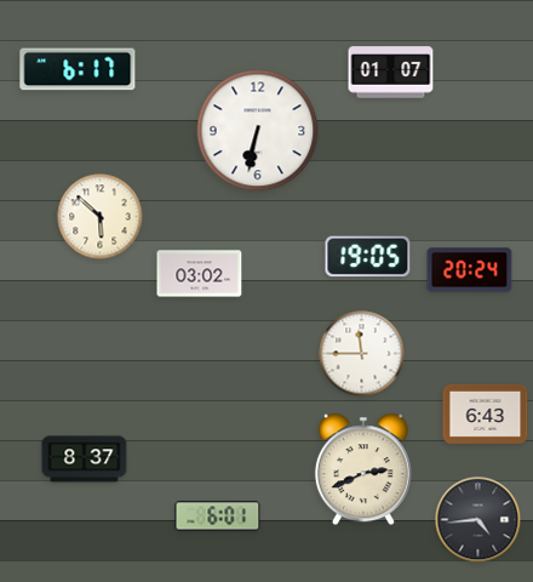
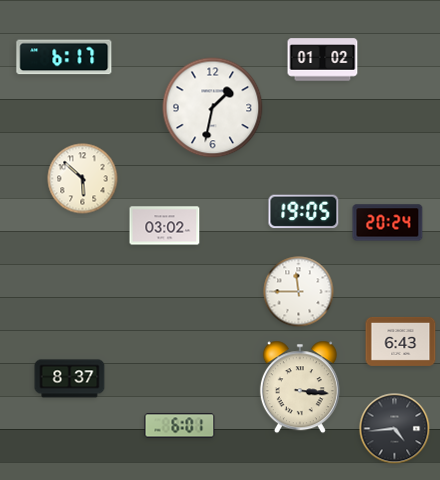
clock at (391, 73): 01:07 -> 01:02
clock at (258, 131): 6:32 -> 1:32
clock at (363, 469): 2:41 -> 3:16
